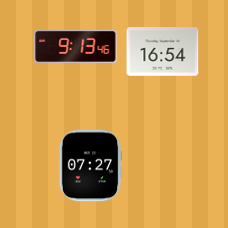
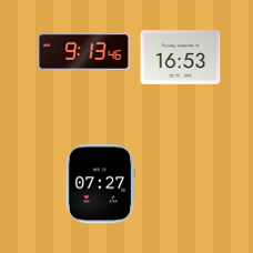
clock at (163, 52): 16:54 -> 16:53
